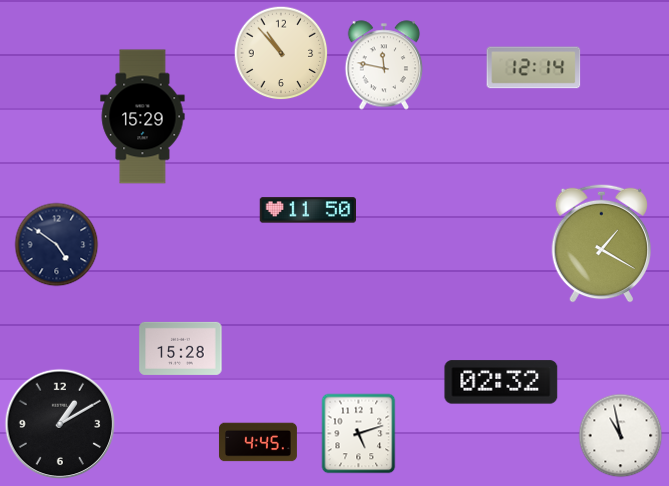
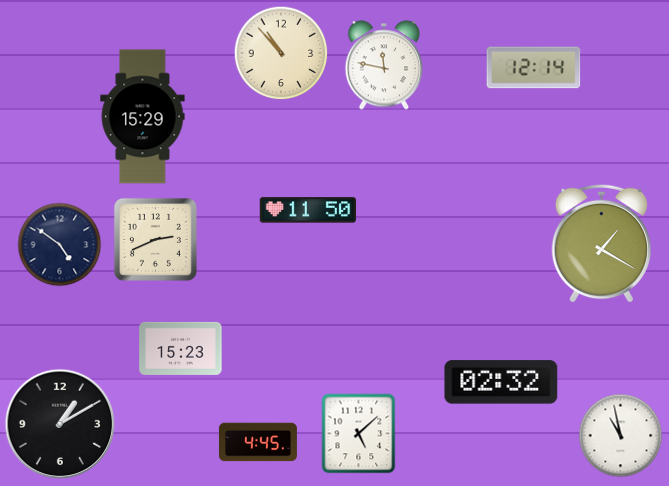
clock at (155, 239): none -> 2:41
clock at (57, 245) position: (57, 245) -> (60, 245)
clock at (181, 348): 15:28 -> 15:23
clock at (359, 434): 5:12 -> 5:08
